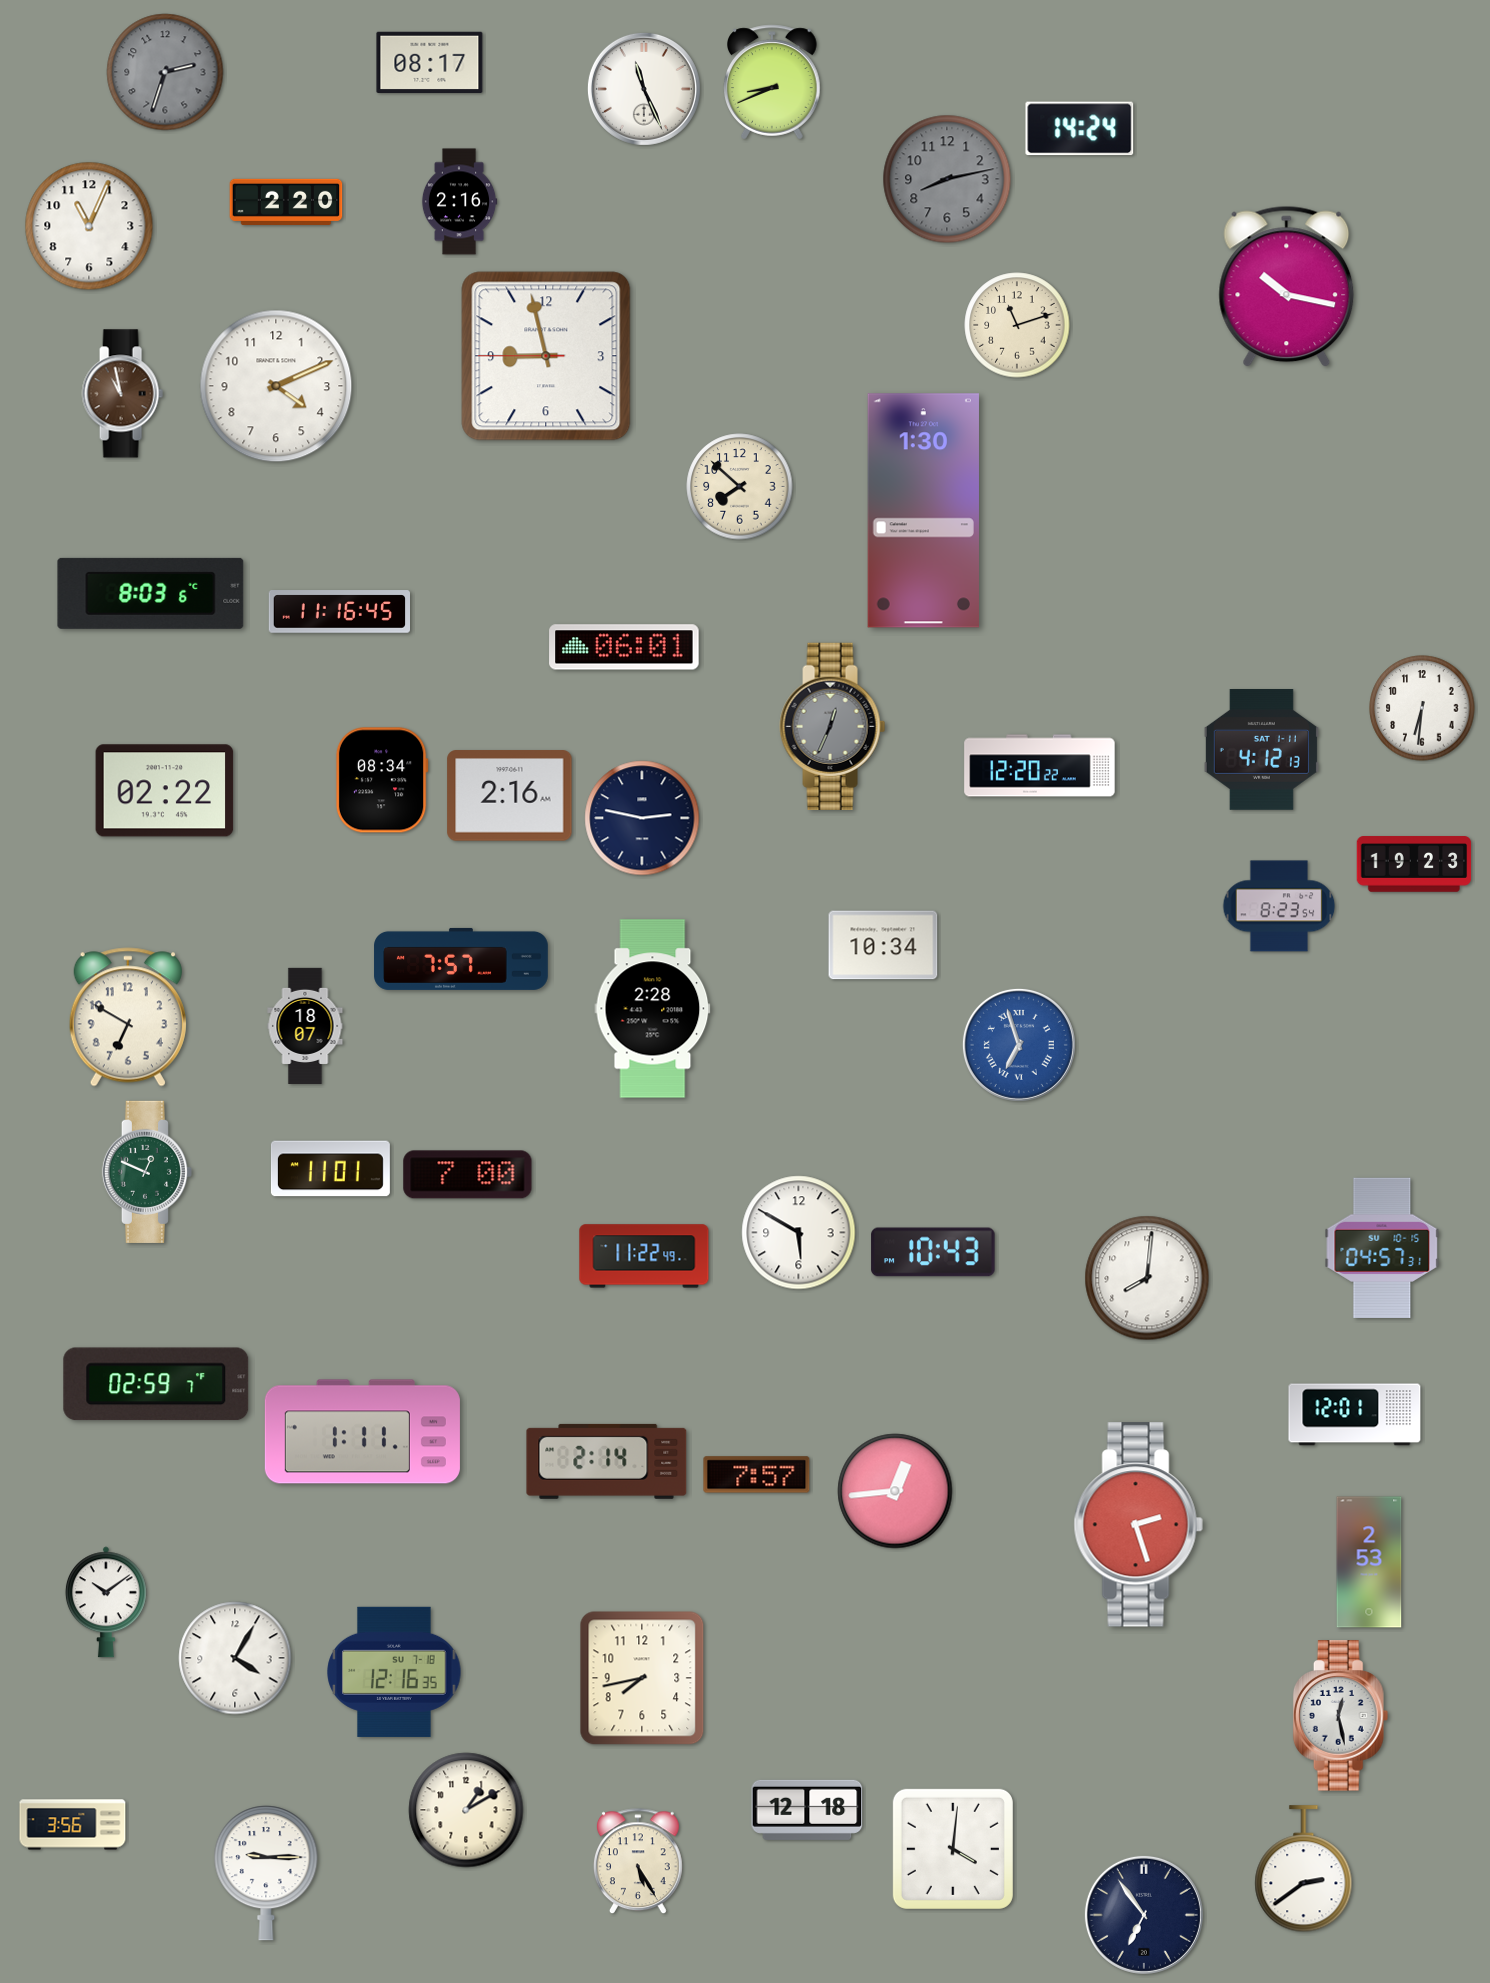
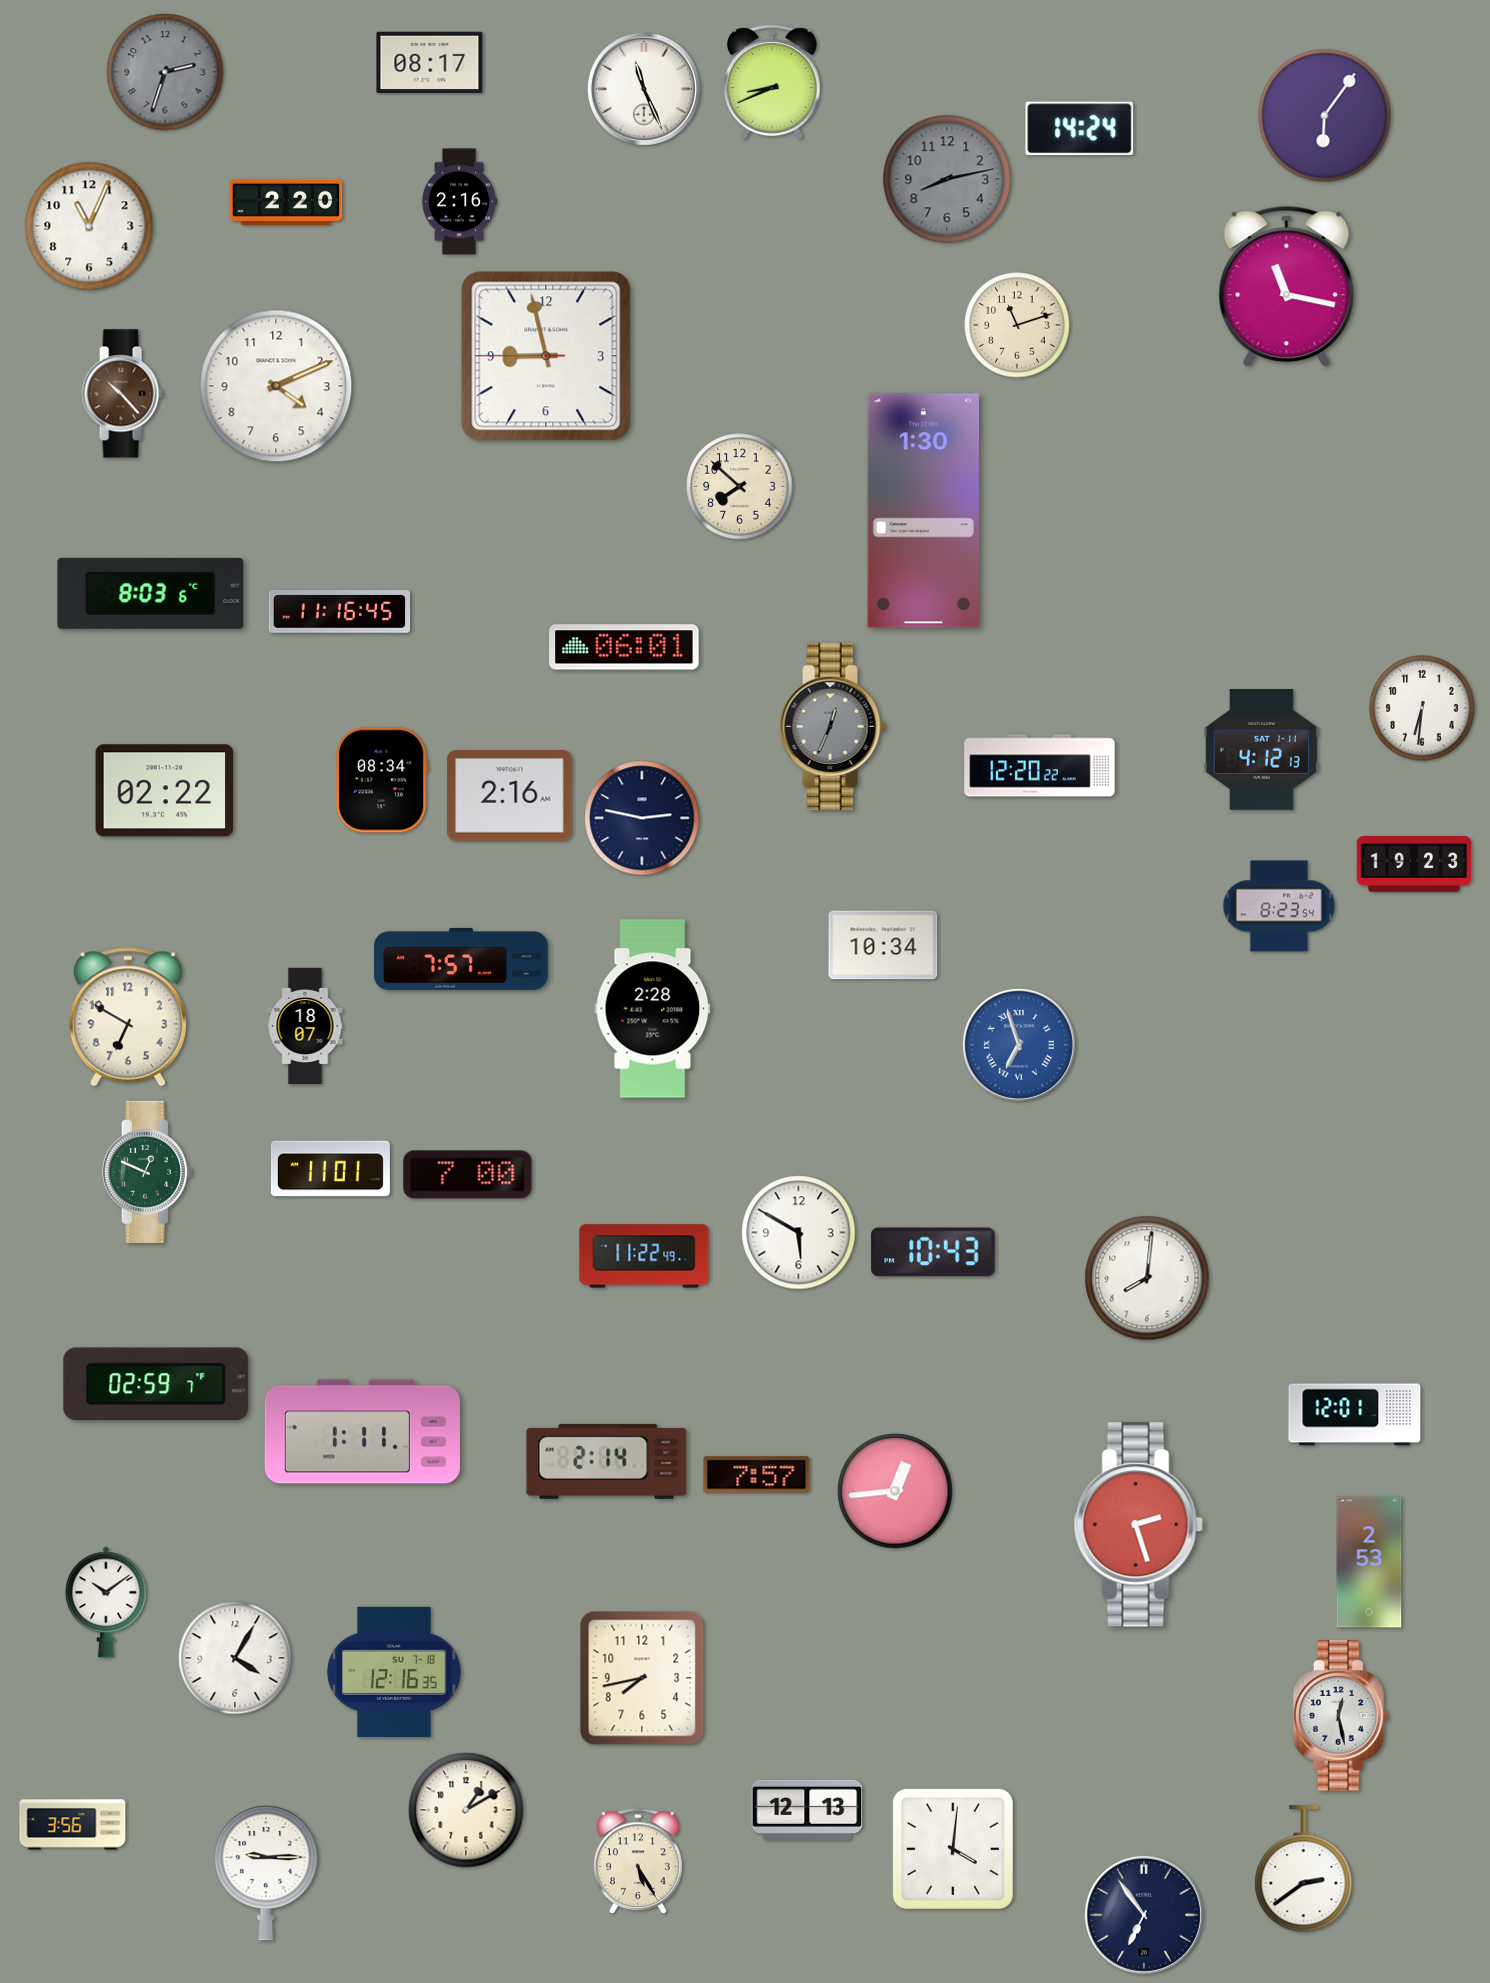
clock at (1325, 116): none -> 6:06
clock at (1287, 287): 10:17 -> 11:17
clock at (122, 394): 10:58 -> 10:23
clock at (1382, 1247): 04:57 -> none
clock at (807, 1810): 12:18 -> 12:13
